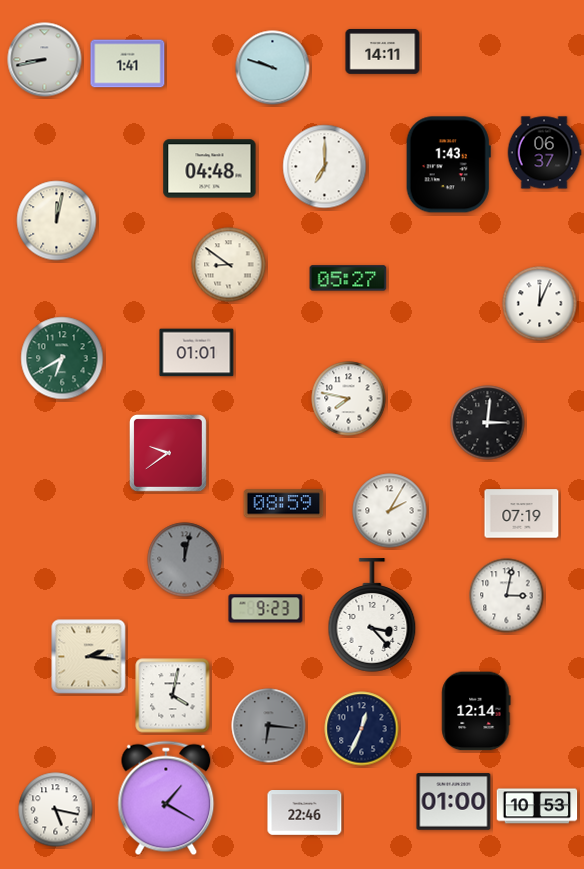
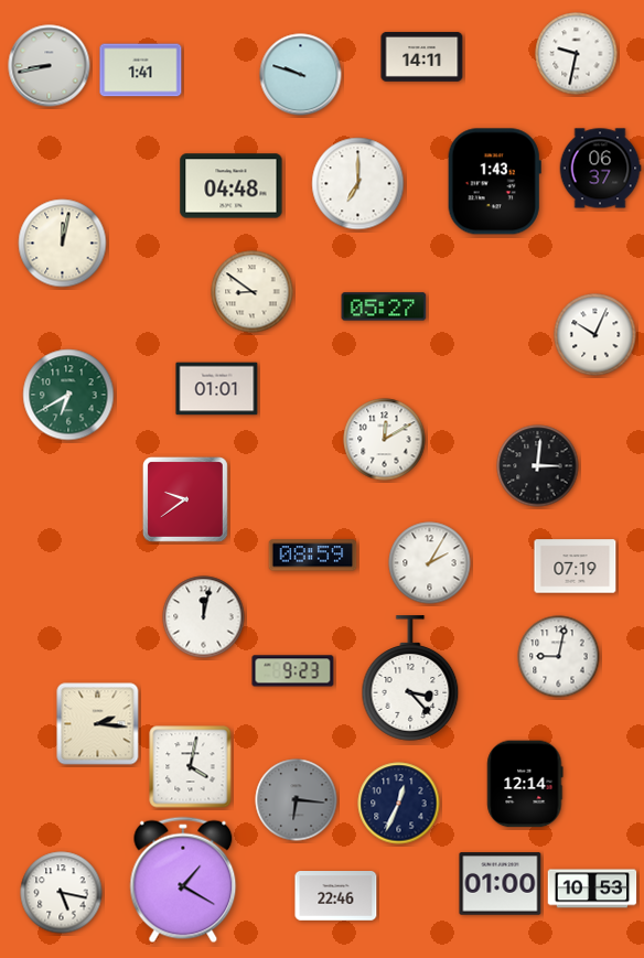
clock at (577, 54): none -> 9:32
clock at (540, 304): 12:04 -> 10:04
clock at (349, 399): 7:47 -> 12:10
clock at (185, 560) dial: grey -> white
clock at (507, 596): 3:02 -> 9:02
